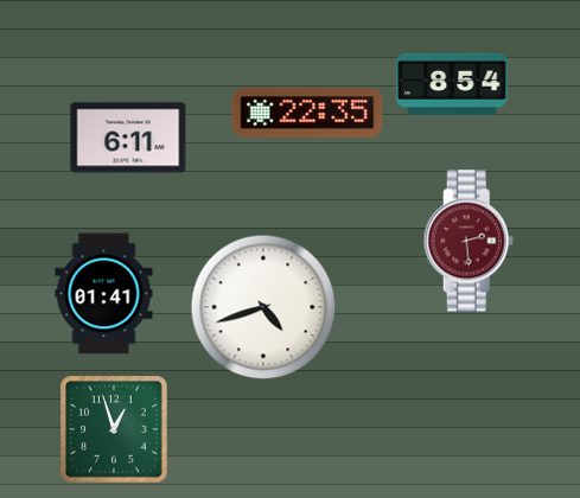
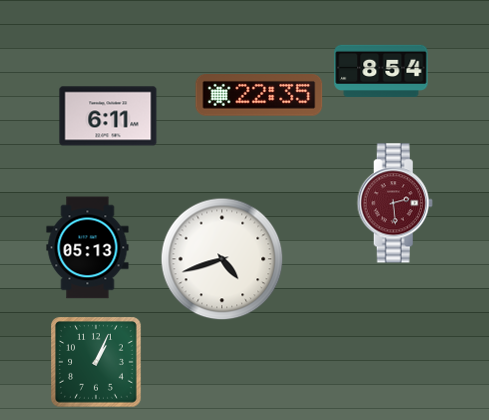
clock at (104, 294): 01:41 -> 05:13
clock at (114, 429): 12:57 -> 1:04
